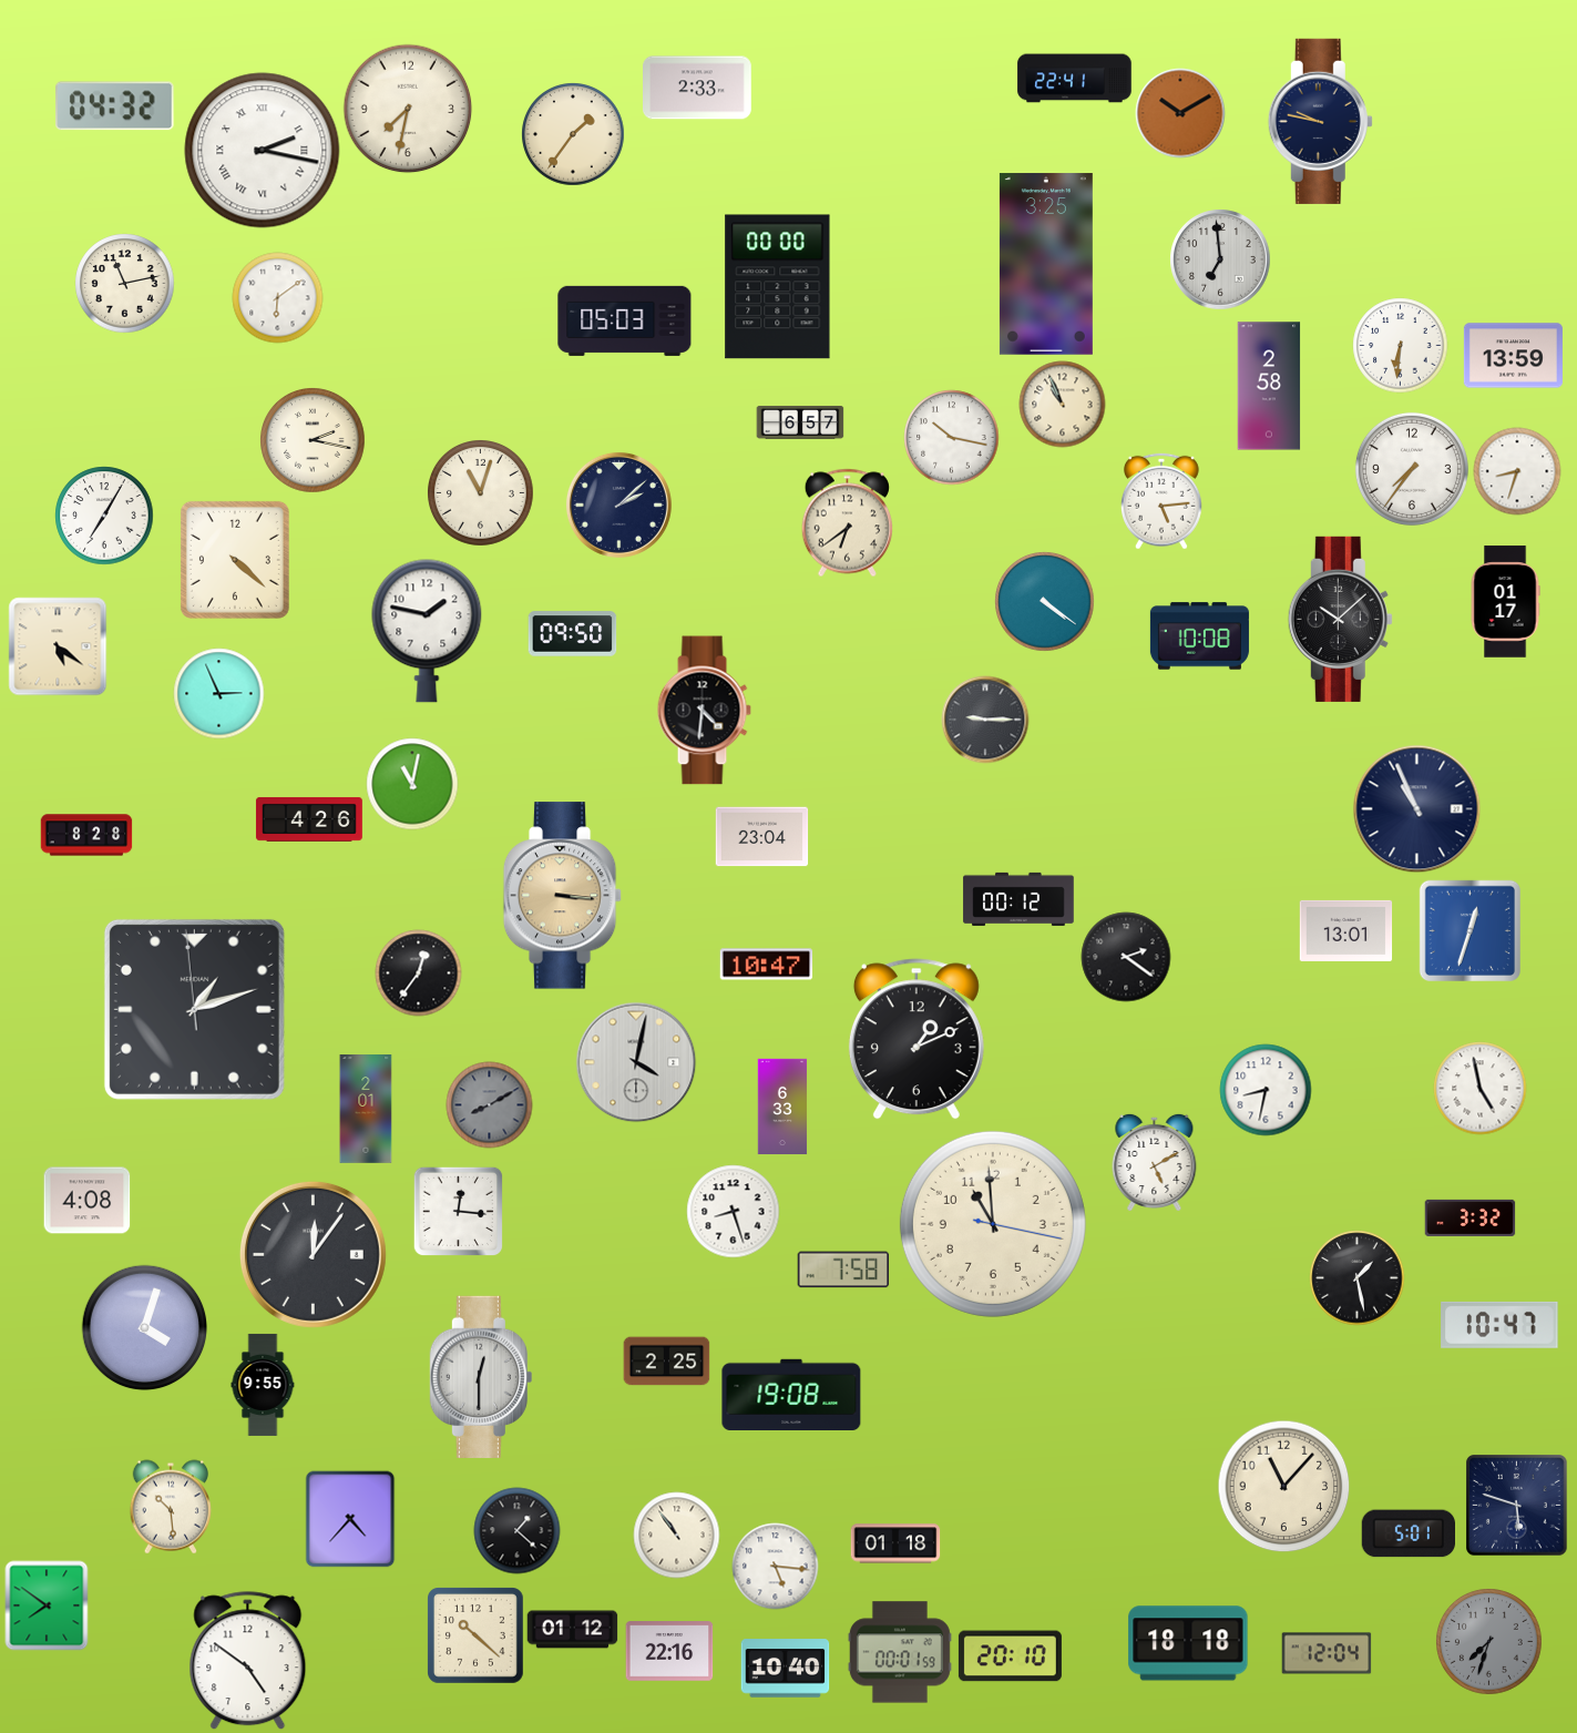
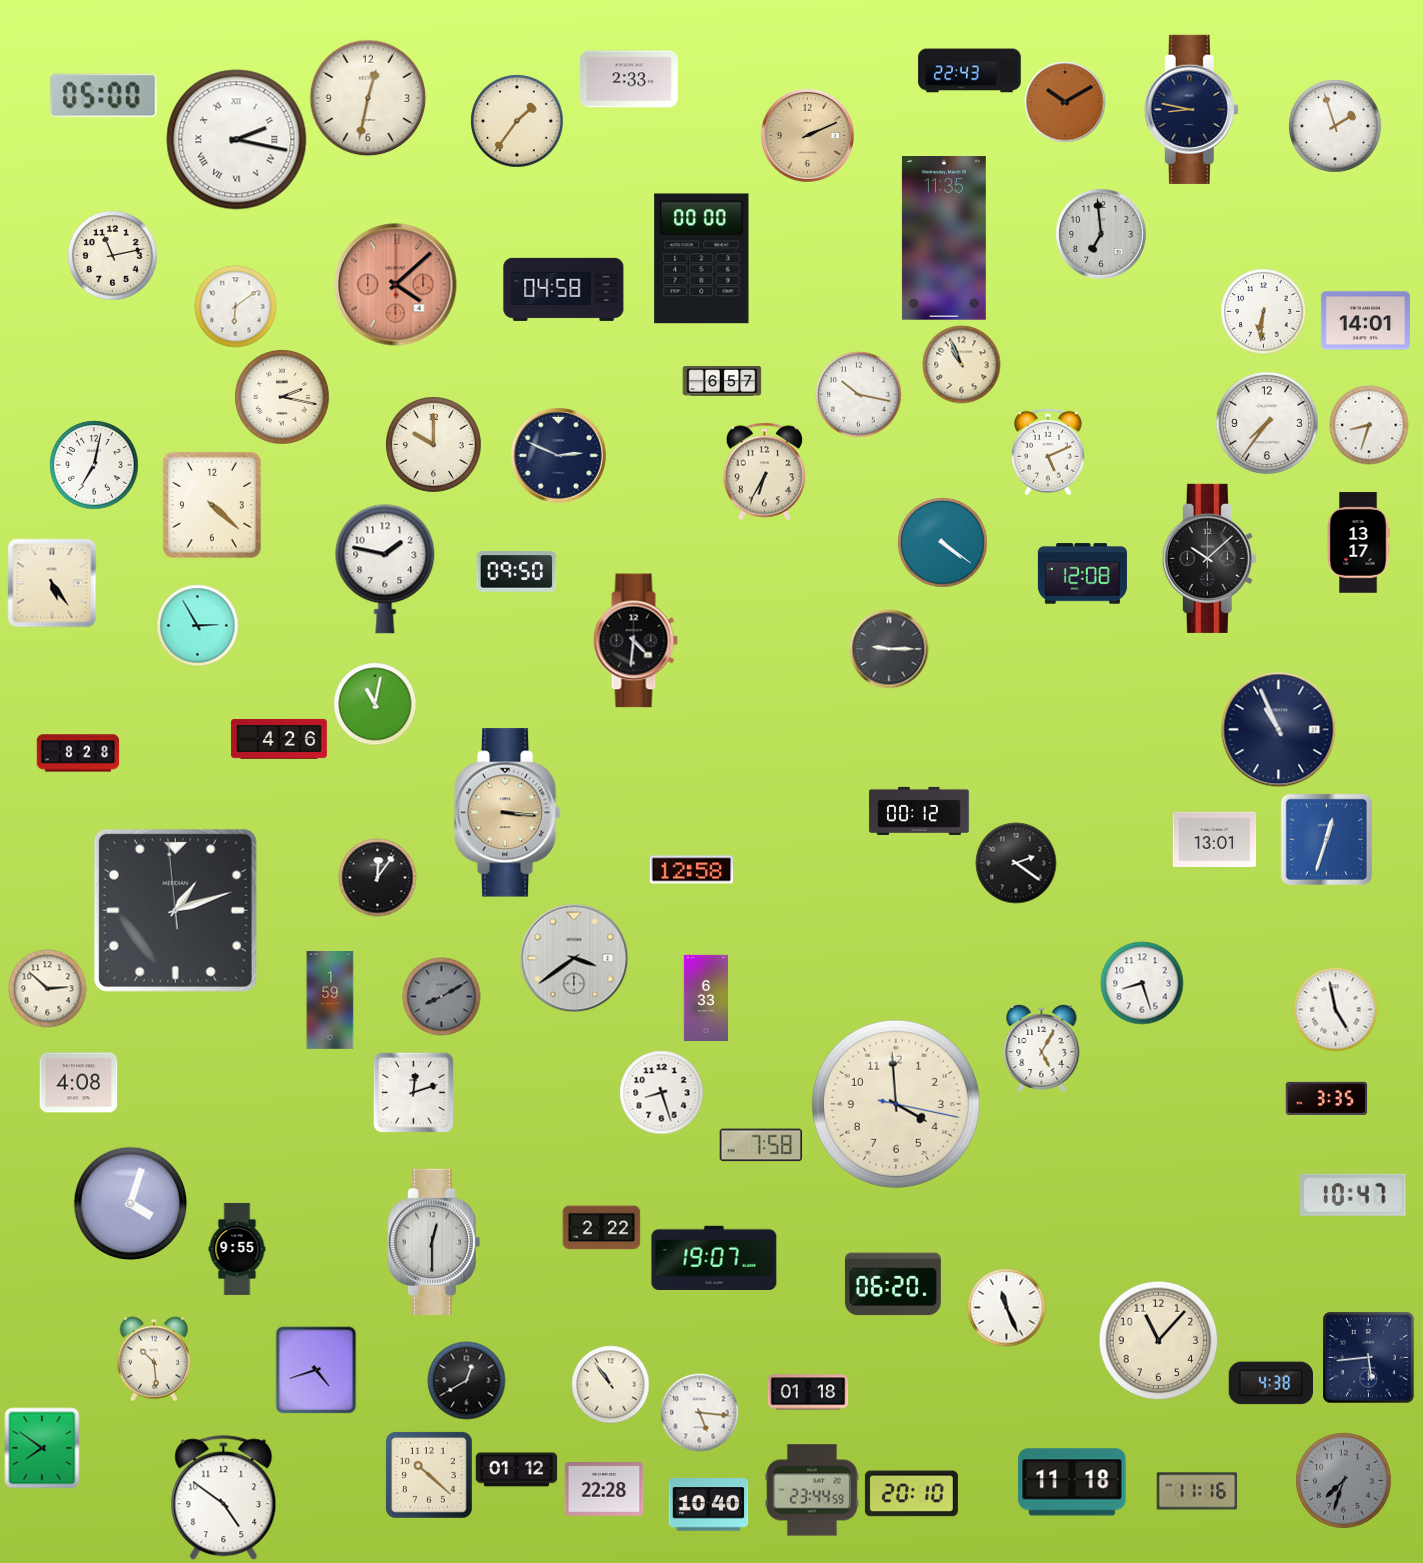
clock at (1075, 79): 22:41 -> 22:43
clock at (115, 106): 04:32 -> 05:00
clock at (408, 109): 7:32 -> 12:32
clock at (1320, 121): 9:47 -> 8:47
clock at (1335, 126): none -> 1:57
clock at (807, 135): none -> 2:11
clock at (263, 151) position: (263, 151) -> (237, 140)
clock at (1046, 264): 3:25 -> 11:35
clock at (277, 297) position: (277, 297) -> (235, 306)
clock at (396, 285): none -> 4:08
clock at (625, 320): 05:03 -> 04:58
clock at (1513, 356): 13:59 -> 14:01
clock at (1269, 386): 2:58 -> none
clock at (1062, 404) position: (1062, 404) -> (961, 364)
clock at (1412, 469) position: (1412, 469) -> (1267, 423)
clock at (481, 493): 11:03 -> 10:00
clock at (1161, 501): 5:14 -> 5:11
clock at (618, 504): 2:08 -> 2:49
clock at (104, 516): 7:05 -> 7:02
clock at (847, 522): 6:39 -> 6:35
clock at (1505, 602): 01:17 -> 13:17
clock at (1199, 636): 10:08 -> 12:08
clock at (58, 646): 5:21 -> 5:24
clock at (218, 693): 2:56 -> 2:55
clock at (412, 784) position: (412, 784) -> (375, 704)
clock at (761, 837): 23:04 -> none
clock at (563, 896) position: (563, 896) -> (508, 813)
clock at (766, 965): 10:47 -> 12:58
clock at (418, 972): 12:36 -> 12:06
clock at (916, 1039): 1:11 -> none
clock at (636, 1062): 4:02 -> 3:39
clock at (1479, 1088) position: (1479, 1088) -> (1335, 1009)
clock at (1266, 1090): 8:32 -> 8:27
clock at (47, 988): none -> 2:52
clock at (366, 1109): 2:01 -> 1:59
clock at (1155, 1162): 5:10 -> 5:05
clock at (458, 1211): 12:16 -> 12:12
clock at (1470, 1217): 3:32 -> 3:35
clock at (993, 1224): 10:59 -> 3:59
clock at (313, 1254): 12:06 -> none
clock at (1356, 1277): 1:28 -> none
clock at (144, 1327) position: (144, 1327) -> (130, 1203)
clock at (666, 1362): 2:25 -> 2:22
clock at (791, 1394): 19:08 -> 19:07
clock at (893, 1284): none -> 06:20
clock at (1006, 1307): none -> 11:26
clock at (1516, 1505): 5:48 -> 5:44
clock at (350, 1519): 4:37 -> 4:42
clock at (516, 1530): 1:22 -> 12:40
clock at (1407, 1533): 5:01 -> 4:38
clock at (1188, 1643): 18:18 -> 11:18
clock at (669, 1651): 22:16 -> 22:28
clock at (900, 1652): 00:01 -> 23:44
clock at (1327, 1653): 12:04 -> 11:16
